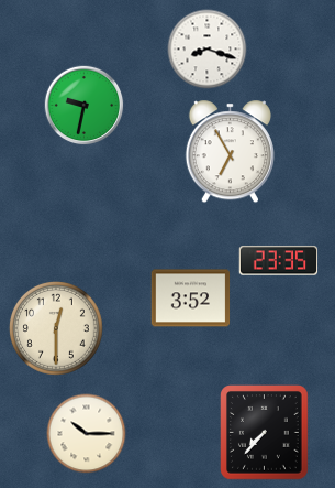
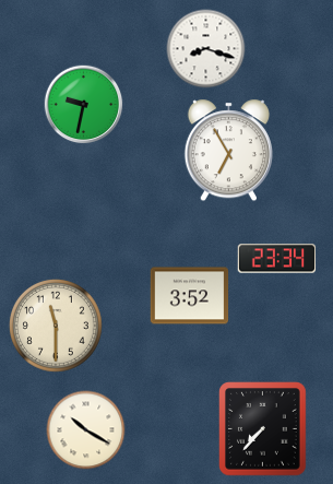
clock at (279, 261): 23:35 -> 23:34
clock at (56, 328): 12:30 -> 11:30
clock at (87, 434): 10:15 -> 10:20
